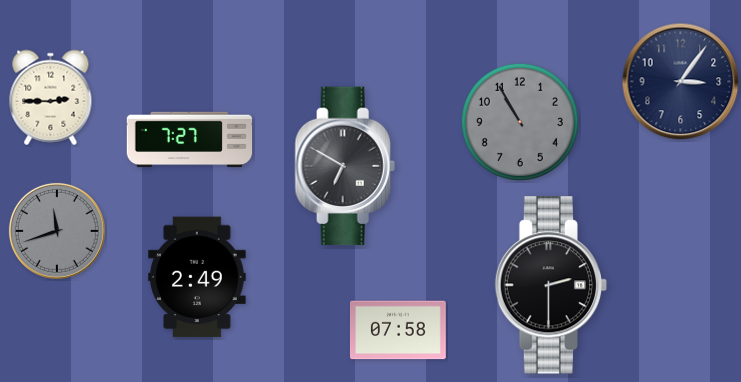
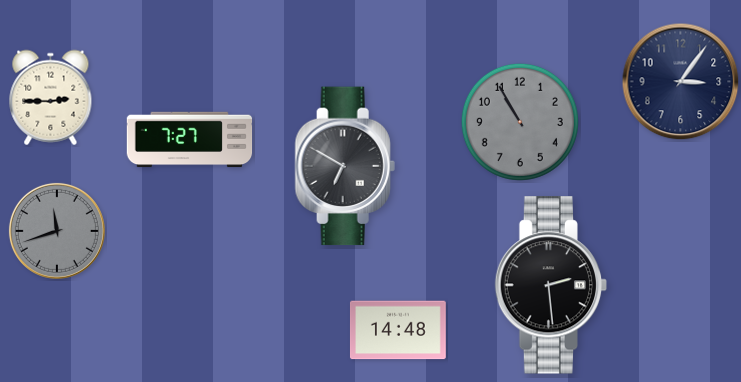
clock at (197, 277): 2:49 -> none
clock at (551, 285): 2:30 -> 2:29
clock at (398, 330): 07:58 -> 14:48
